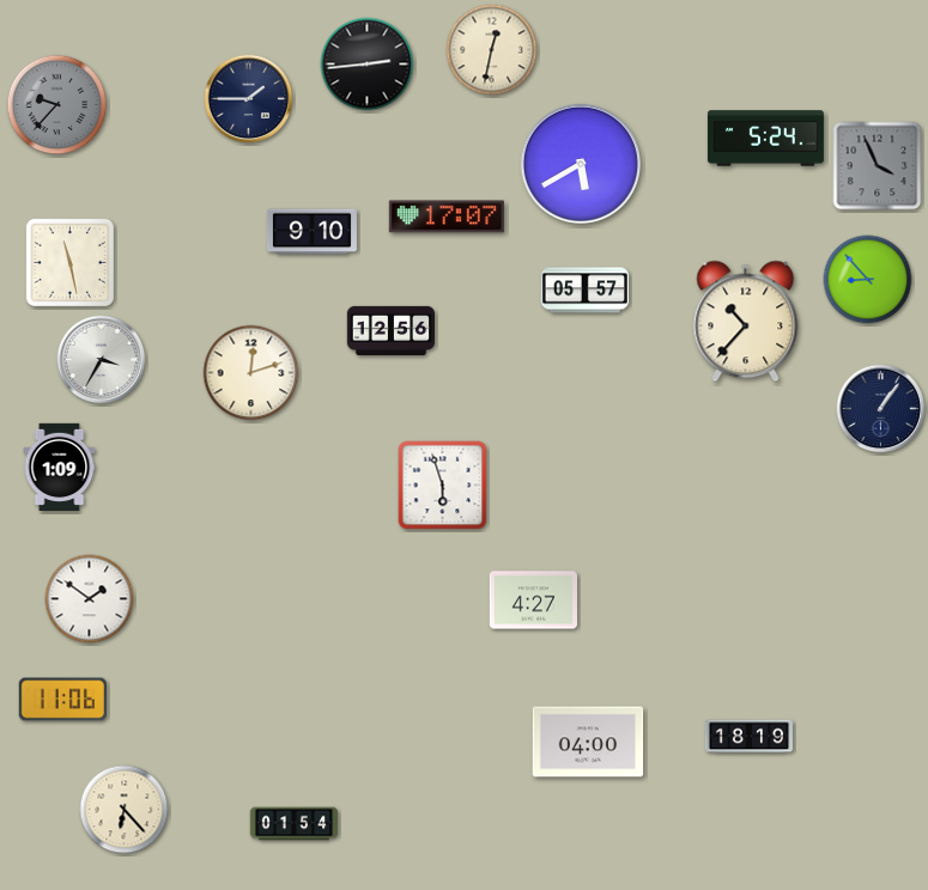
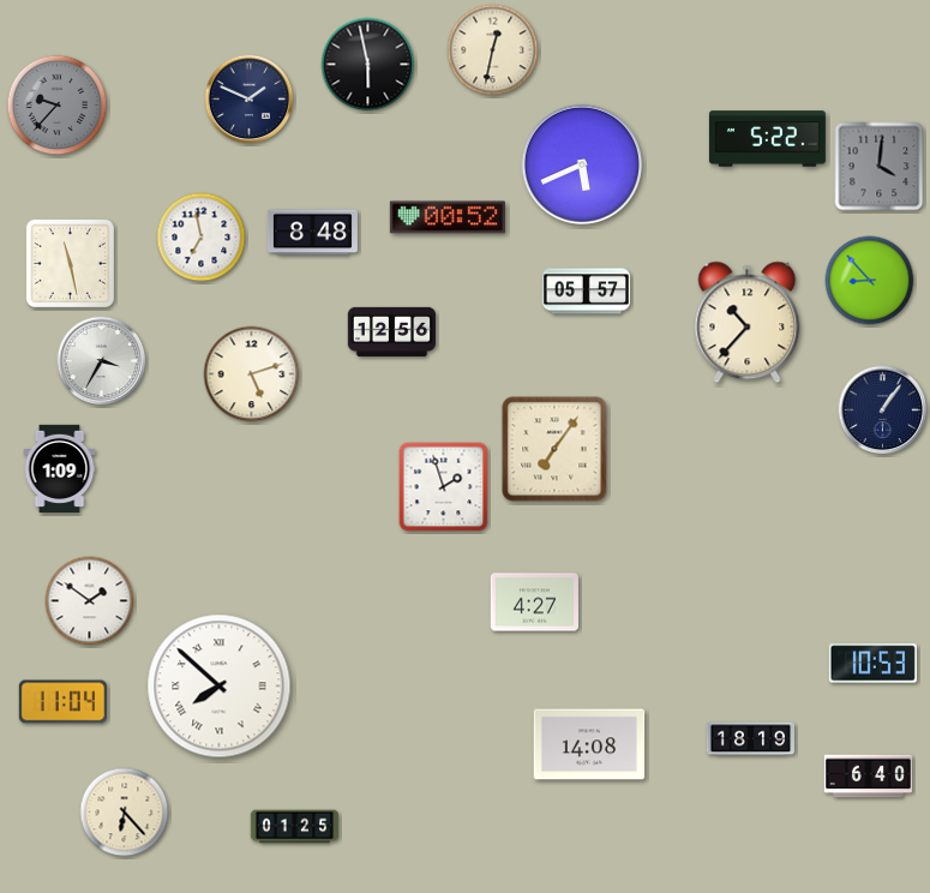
clock at (368, 65): 2:44 -> 5:58
clock at (249, 99): 1:45 -> 1:49
clock at (765, 139): 5:24 -> 5:22
clock at (581, 164): 5:40 -> 5:41
clock at (878, 166): 3:56 -> 4:01
clock at (447, 217): 17:07 -> 00:52
clock at (311, 232): 9:10 -> 8:48
clock at (202, 238): none -> 6:58
clock at (251, 373): 12:12 -> 5:12
clock at (554, 449): none -> 7:06
clock at (443, 486): 5:57 -> 1:57
clock at (872, 664): none -> 10:53
clock at (220, 687): none -> 7:52
clock at (62, 700): 11:06 -> 11:04
clock at (588, 742): 04:00 -> 14:08
clock at (869, 777): none -> 6:40
clock at (295, 824): 01:54 -> 01:25
